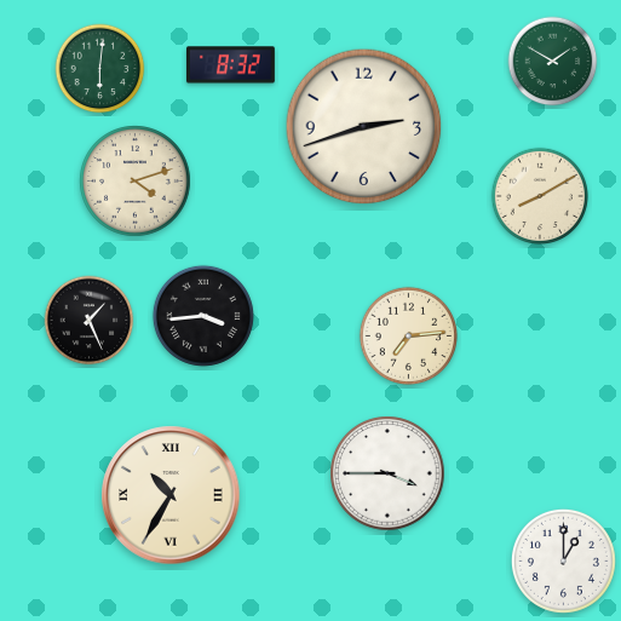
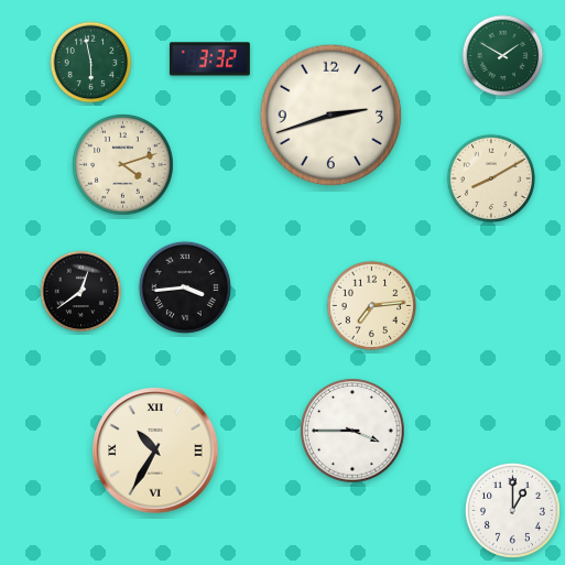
clock at (230, 65): 8:32 -> 3:32
clock at (100, 69): 6:01 -> 5:58
clock at (90, 321): 1:26 -> 12:39
